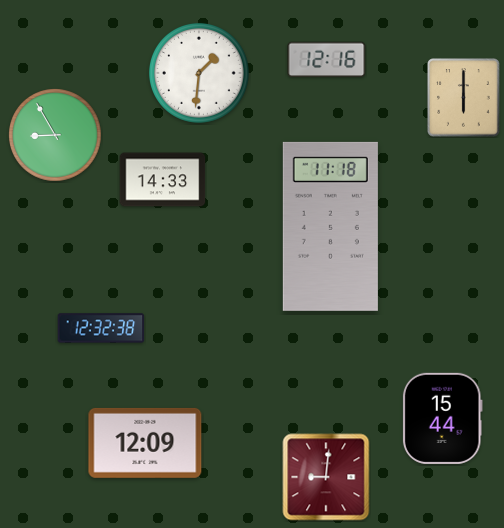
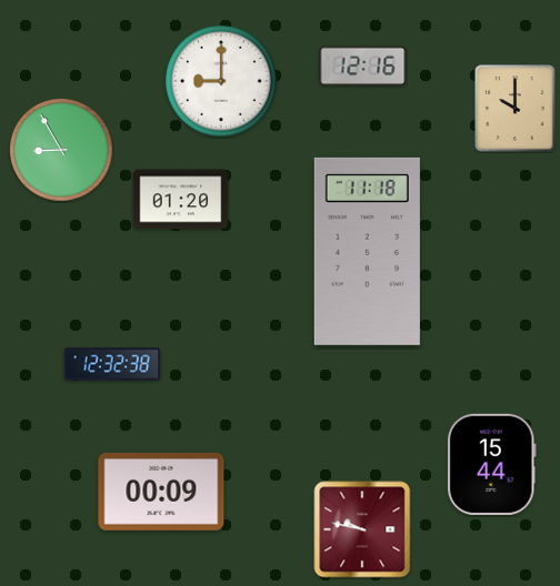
clock at (199, 73): 1:31 -> 9:00
clock at (464, 98): 6:00 -> 10:00
clock at (163, 180): 14:33 -> 01:20
clock at (145, 443): 12:09 -> 00:09
clock at (326, 477): 9:01 -> 9:47
